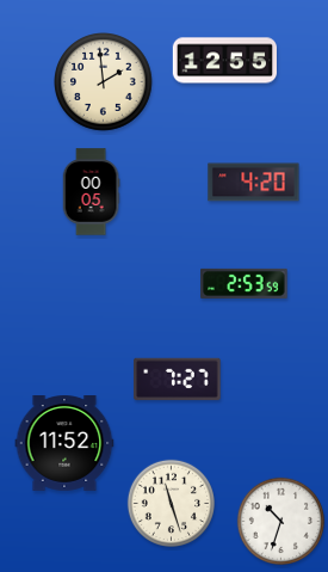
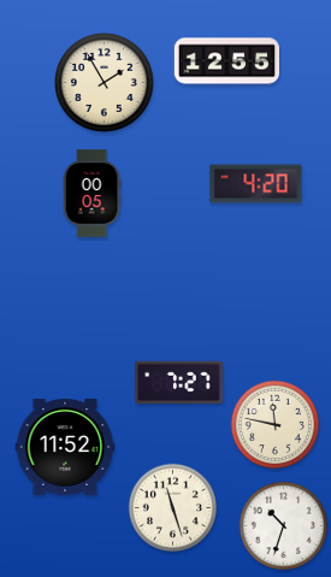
clock at (104, 82): 1:59 -> 1:55
clock at (245, 283): 2:53 -> none
clock at (274, 424): none -> 11:47
